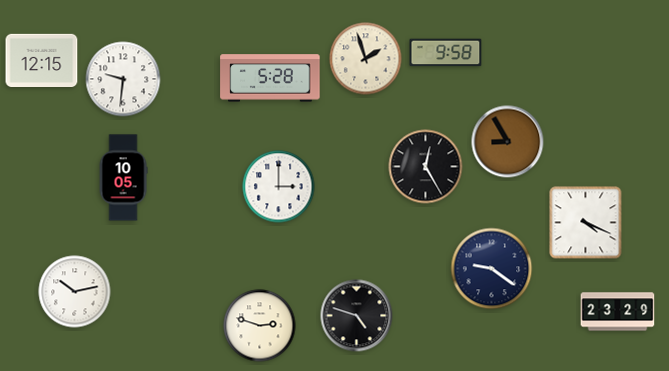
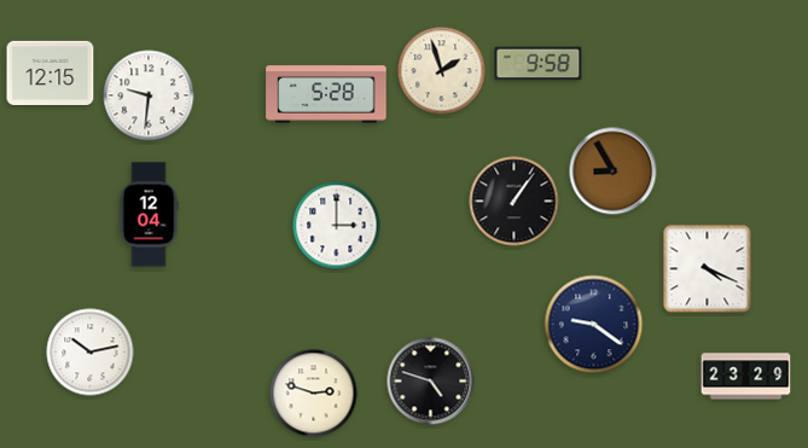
clock at (426, 167): 12:25 -> 1:06
clock at (123, 178): 10:05 -> 12:04
